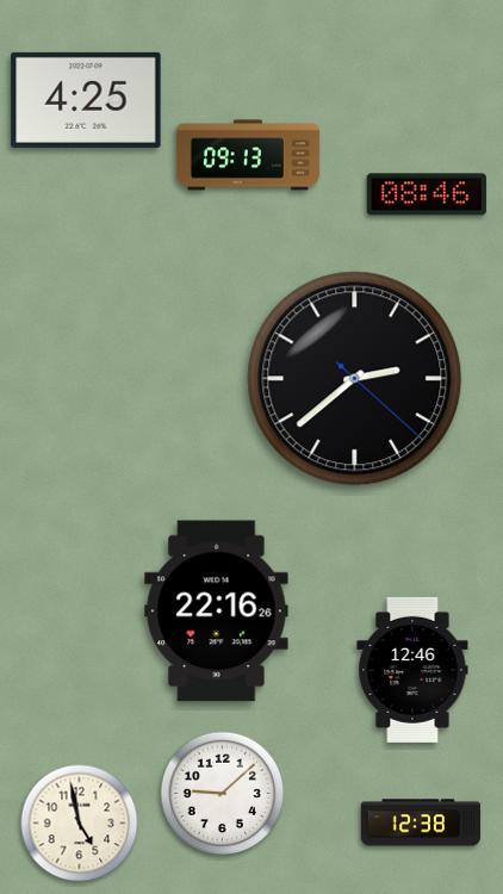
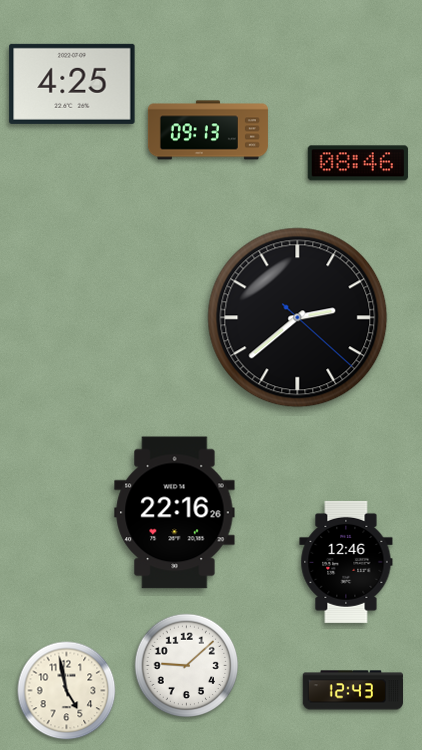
clock at (217, 611) position: (217, 611) -> (175, 513)
clock at (420, 822): 12:38 -> 12:43
